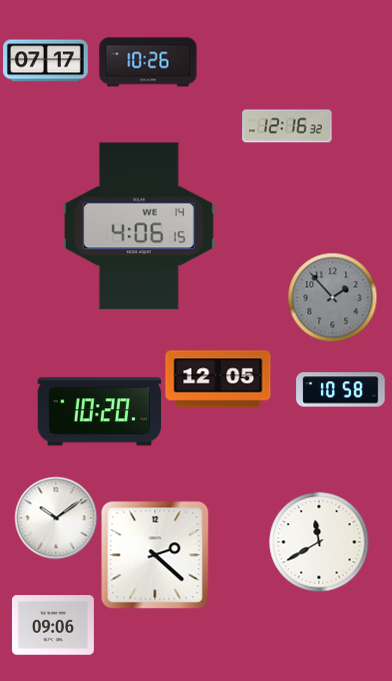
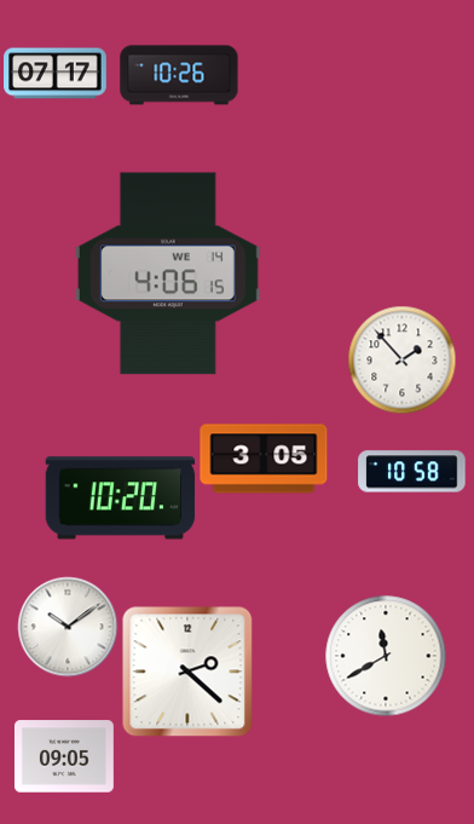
clock at (287, 126): 12:16 -> none
clock at (332, 297) dial: grey -> white
clock at (218, 379): 12:05 -> 3:05
clock at (53, 625): 09:06 -> 09:05
